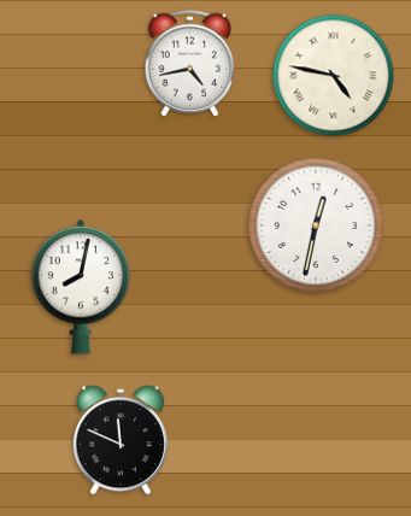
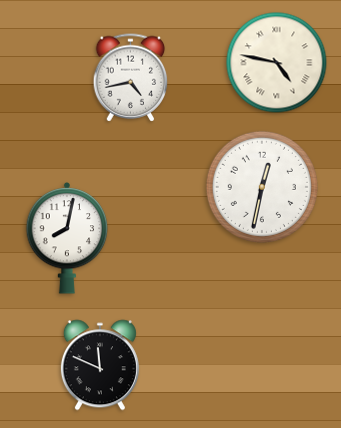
clock at (190, 64) position: (190, 64) -> (131, 78)
